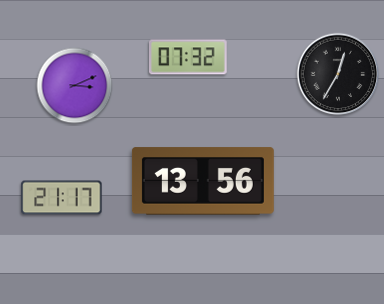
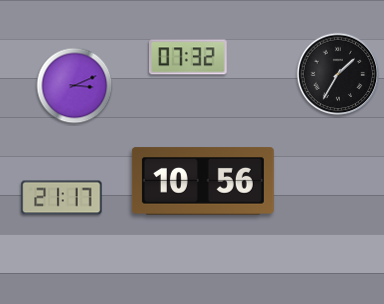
clock at (338, 74): 12:35 -> 1:35
clock at (203, 181): 13:56 -> 10:56
